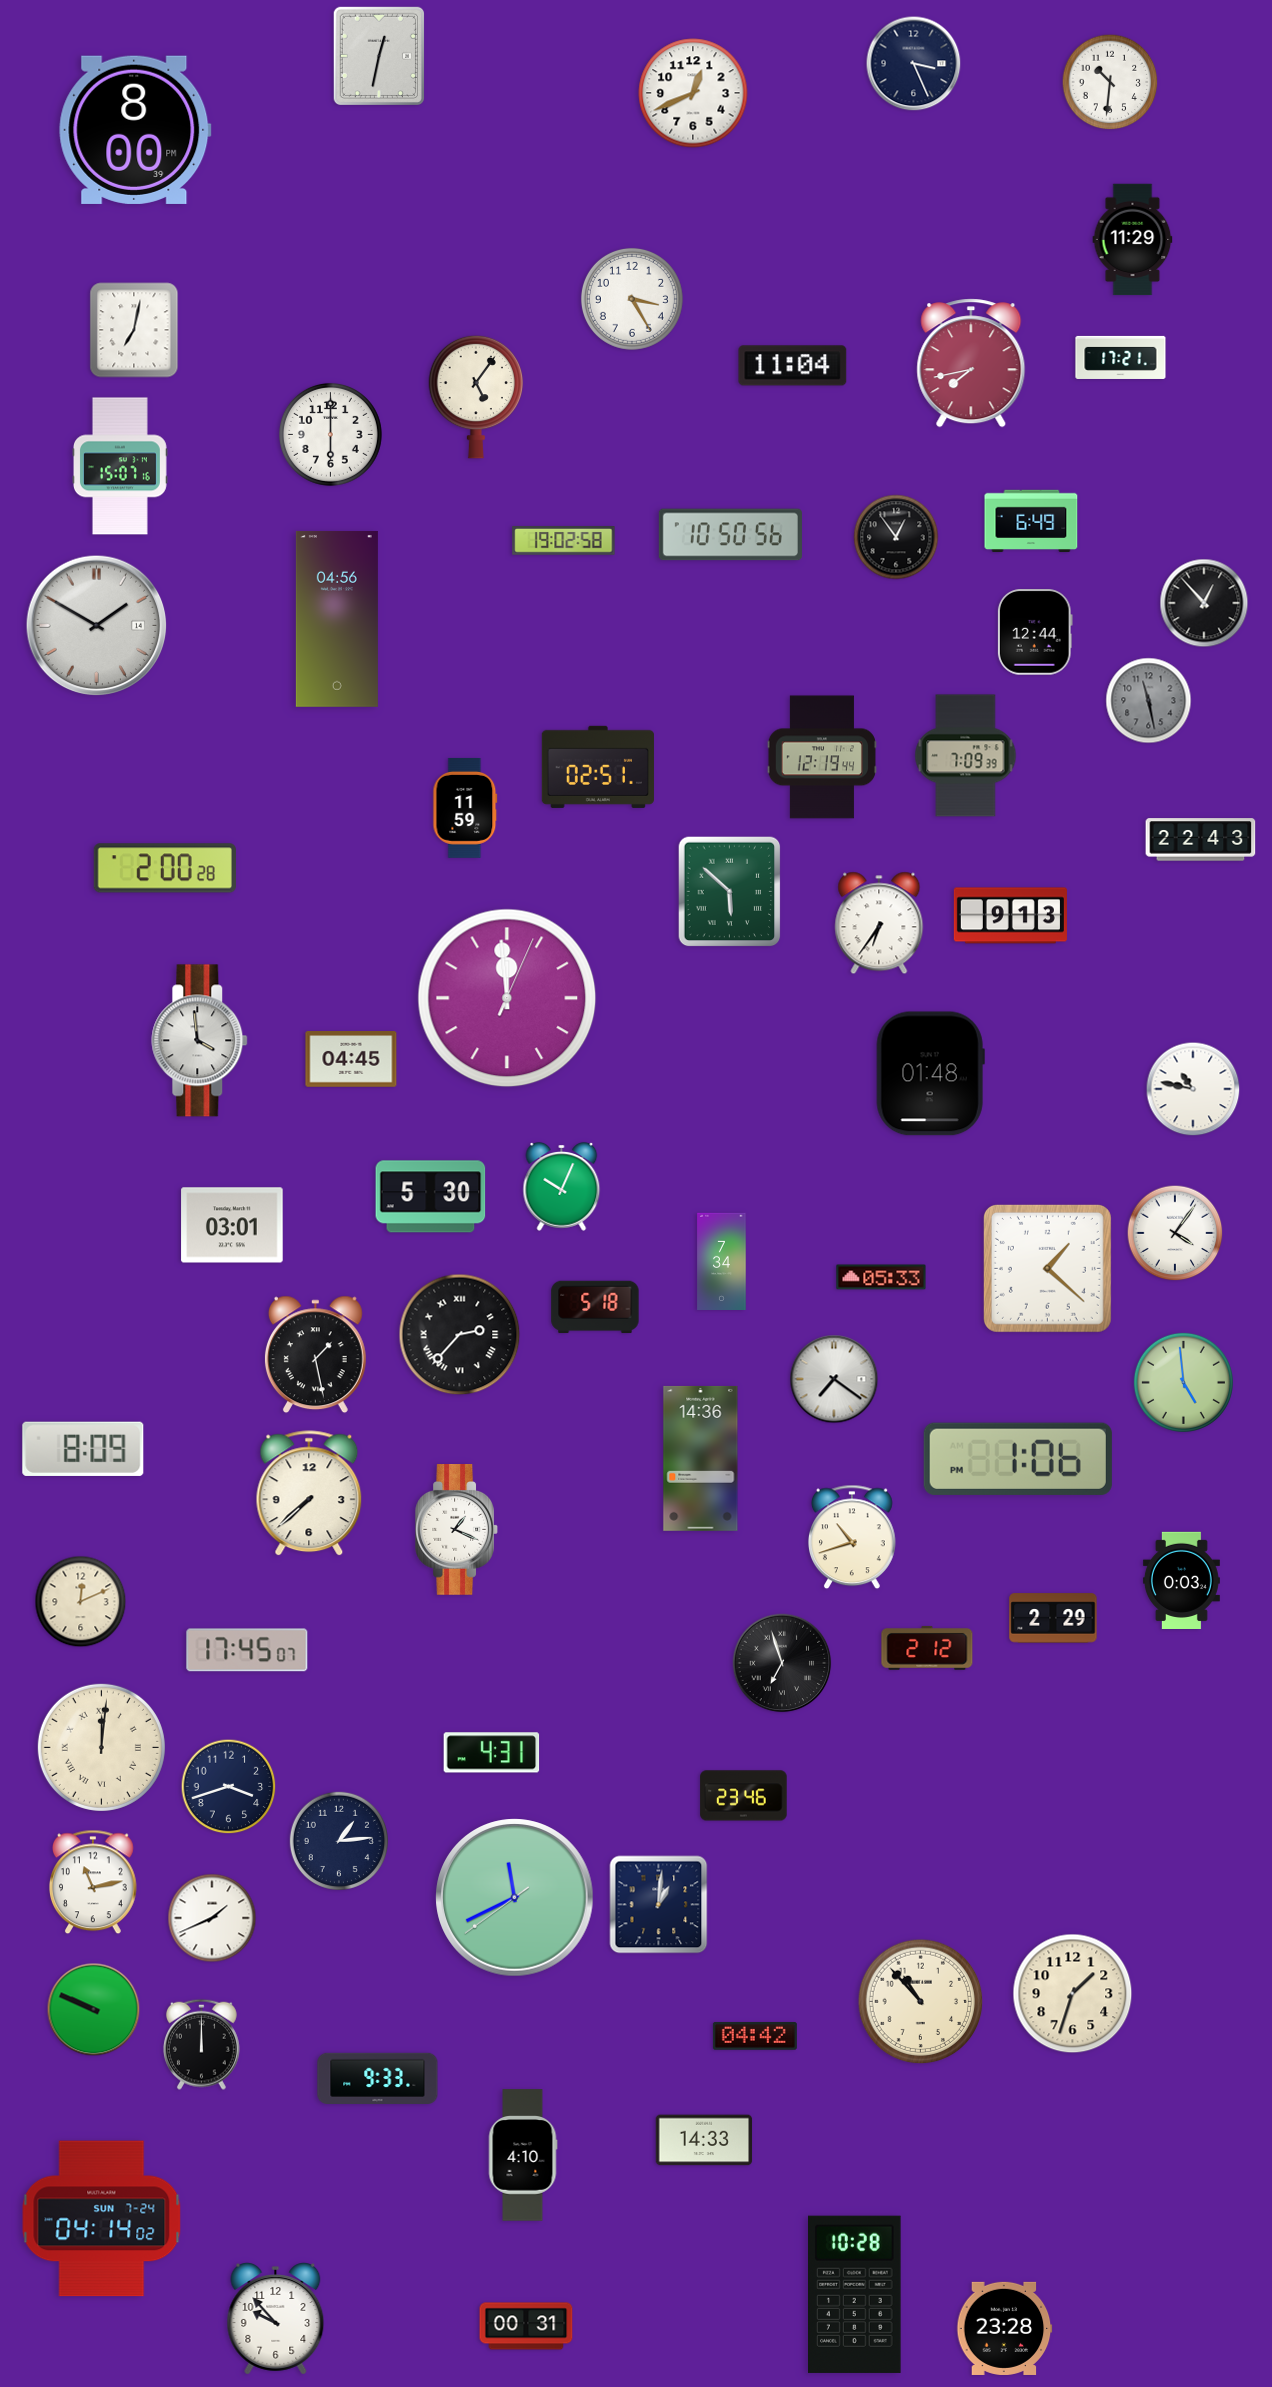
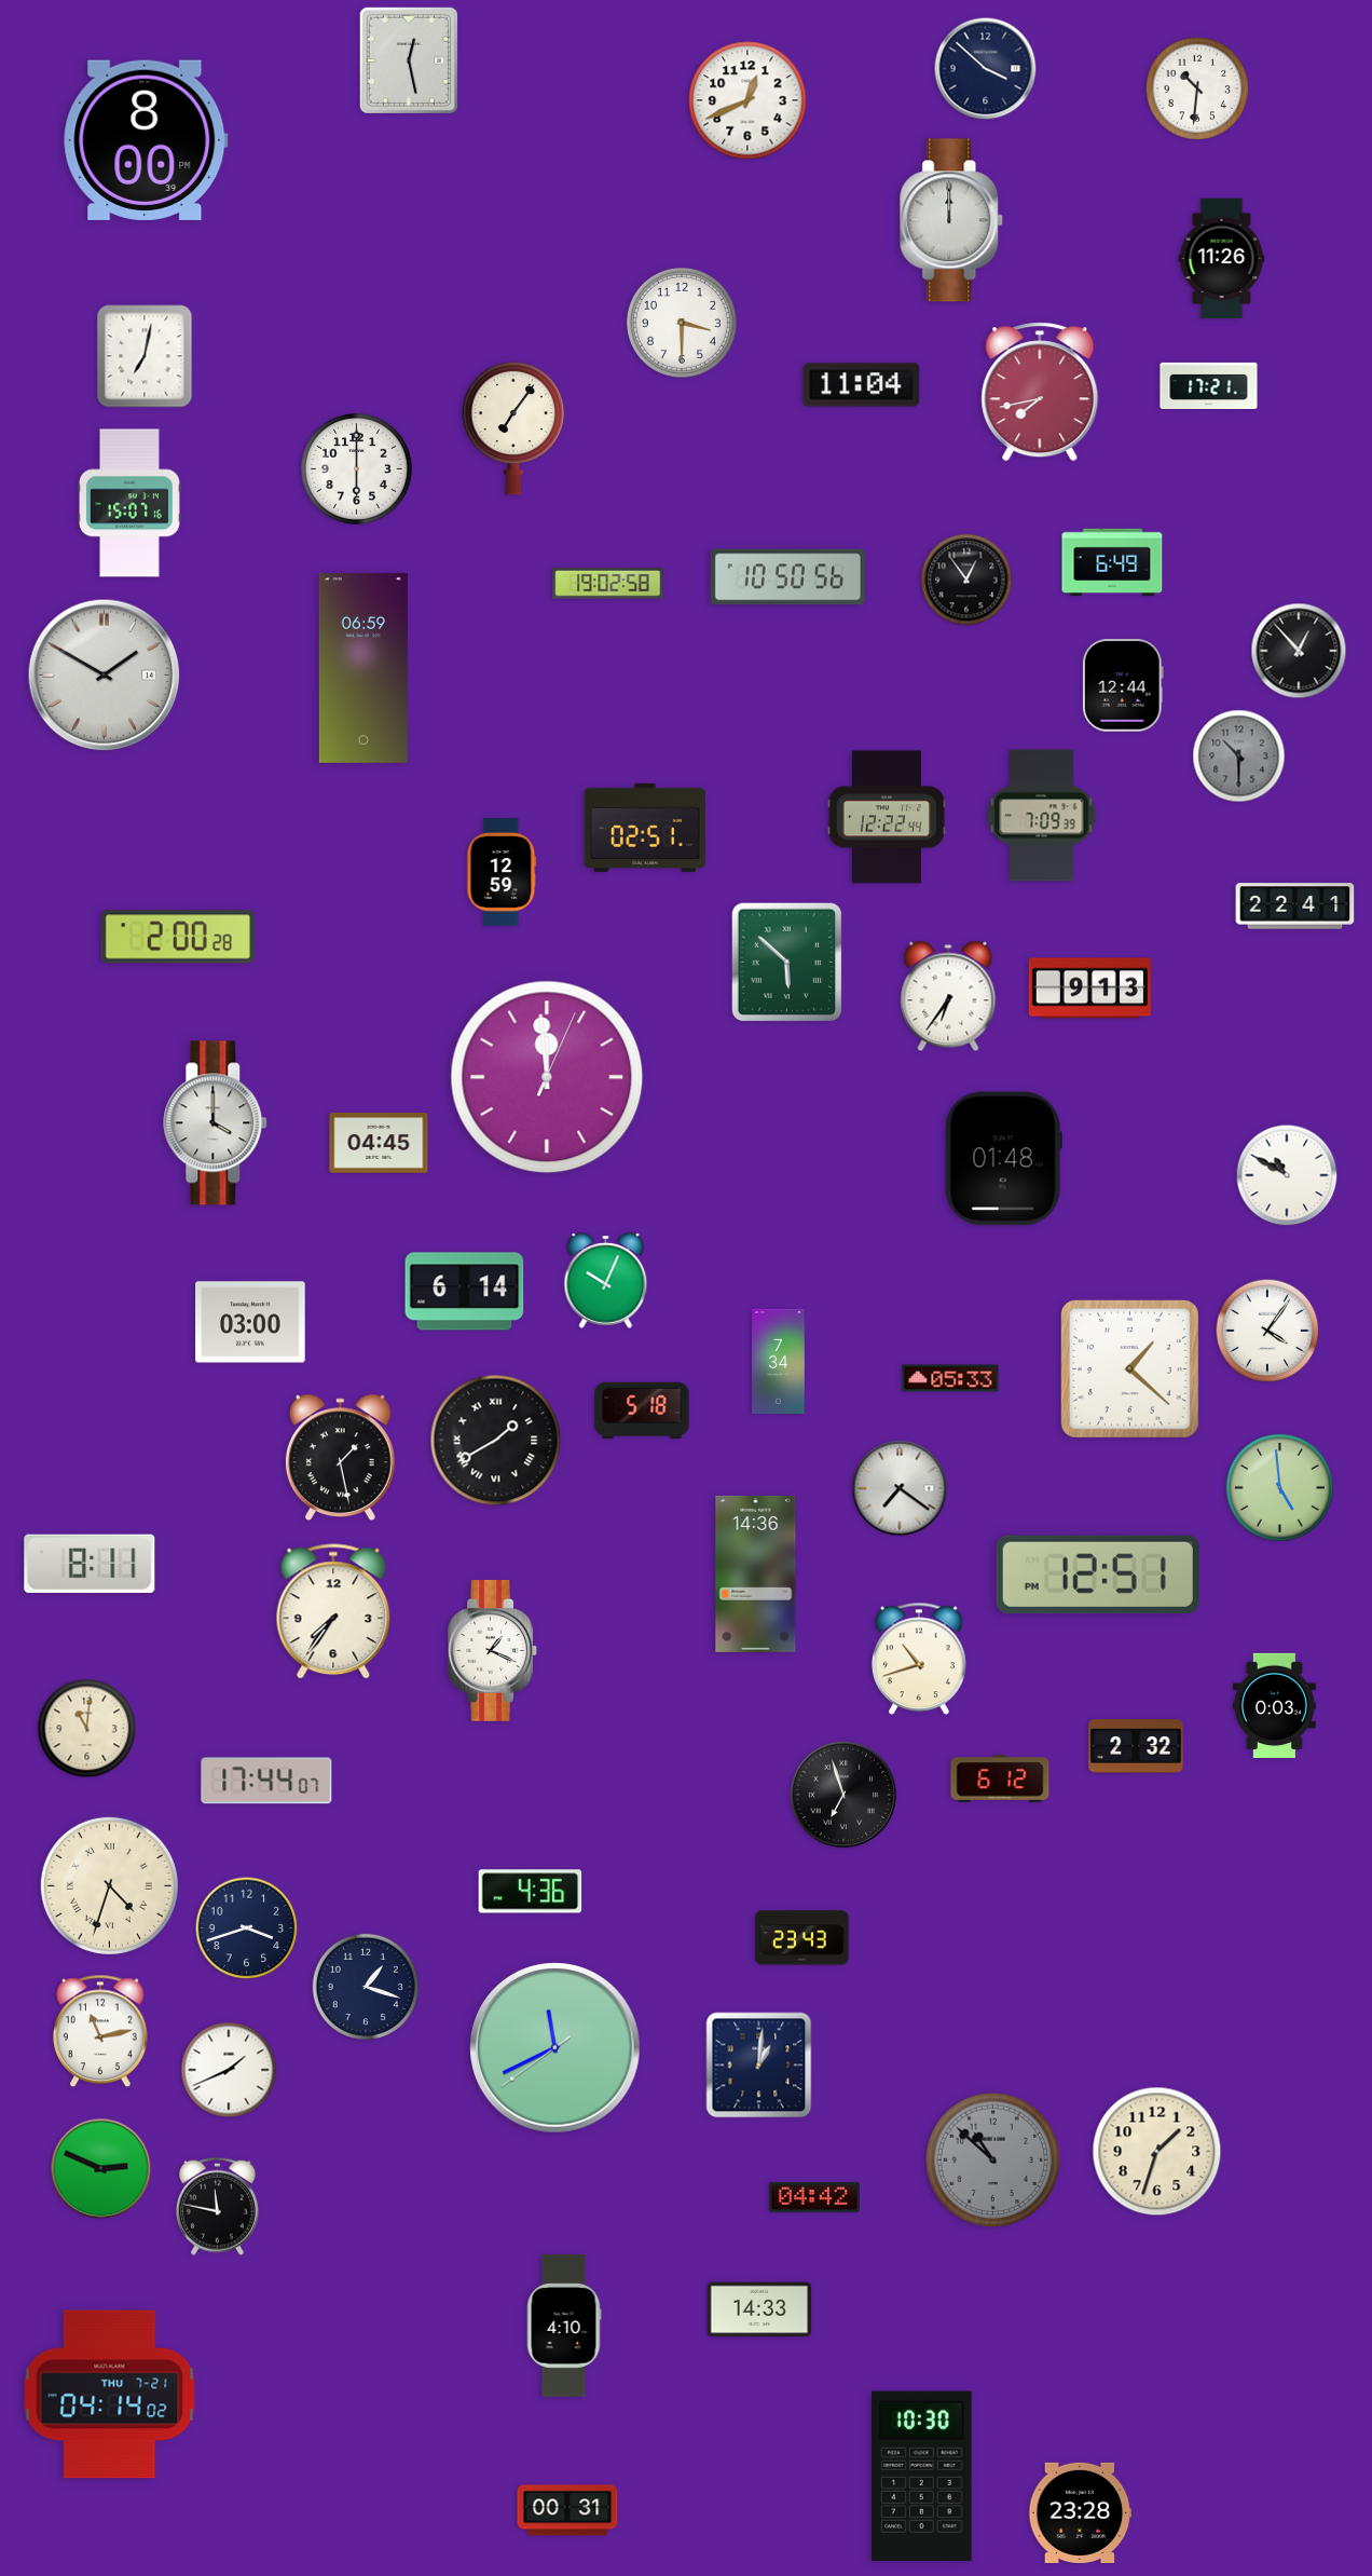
clock at (379, 55): 12:32 -> 12:28
clock at (914, 64): 3:26 -> 3:52
clock at (952, 220): none -> 12:00
clock at (1133, 240): 11:29 -> 11:26
clock at (632, 299): 3:25 -> 3:30
clock at (971, 363) position: (971, 363) -> (1040, 392)
clock at (793, 366) position: (793, 366) -> (862, 385)
clock at (476, 397): 5:06 -> 7:06
clock at (337, 619): 04:56 -> 06:59
clock at (1035, 632) position: (1035, 632) -> (1123, 685)
clock at (1149, 701): 11:28 -> 10:30
clock at (821, 757): 12:19 -> 12:22
clock at (465, 808): 11:59 -> 12:59
clock at (1201, 840): 22:43 -> 22:41
clock at (200, 1041): 3:59 -> 4:00
clock at (1193, 1089): 10:47 -> 10:50
clock at (431, 1197): 5:30 -> 6:14
clock at (232, 1225): 03:01 -> 03:00
clock at (460, 1335): 2:37 -> 1:40
clock at (315, 1355) position: (315, 1355) -> (340, 1458)
clock at (1183, 1382) position: (1183, 1382) -> (1279, 1487)
clock at (83, 1449): 8:09 -> 8:11
clock at (1018, 1459): 1:06 -> 12:51
clock at (309, 1494): 7:38 -> 7:36
clock at (81, 1602): 12:11 -> 11:01
clock at (1053, 1618): 2:29 -> 2:32
clock at (927, 1648): 2:12 -> 6:12
clock at (247, 1650): 17:45 -> 17:44
clock at (101, 1747): 12:01 -> 4:33
clock at (492, 1753): 4:31 -> 4:36
clock at (744, 1796): 23:46 -> 23:43
clock at (339, 1841): 1:14 -> 1:18
clock at (659, 1905) position: (659, 1905) -> (759, 2066)
clock at (921, 2002): 10:53 -> 10:52
clock at (921, 2002) dial: cream -> grey
clock at (94, 2010): 9:49 -> 2:49
clock at (201, 2044): 12:00 -> 11:47
clock at (378, 2078): 9:33 -> none
clock at (102, 2219) date: SUN 7-24 -> THU 7-21
clock at (855, 2294): 10:28 -> 10:30
clock at (276, 2319): 9:53 -> none
clock at (1005, 2328) position: (1005, 2328) -> (1081, 2512)
